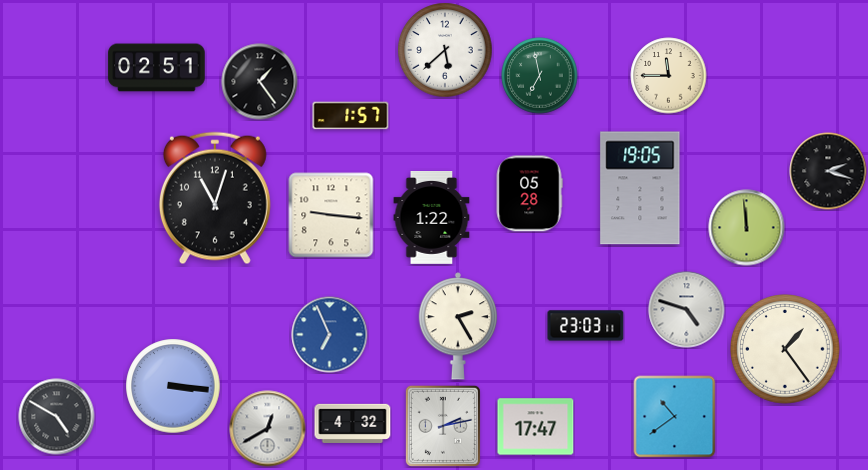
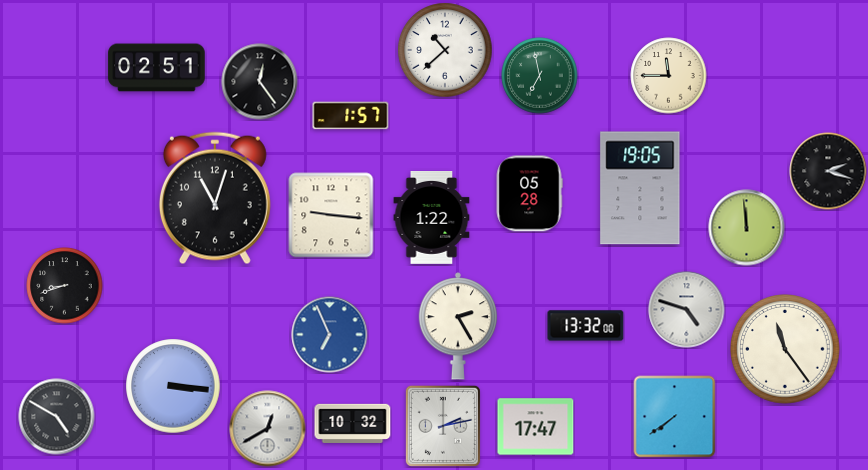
clock at (445, 50): 5:38 -> 10:38
clock at (260, 82): 1:24 -> 12:24
clock at (65, 286): none -> 8:42
clock at (586, 326): 23:03 -> 13:32
clock at (786, 350): 1:24 -> 11:24
clock at (675, 417): 10:39 -> 7:39
clock at (353, 423): 4:32 -> 10:32
